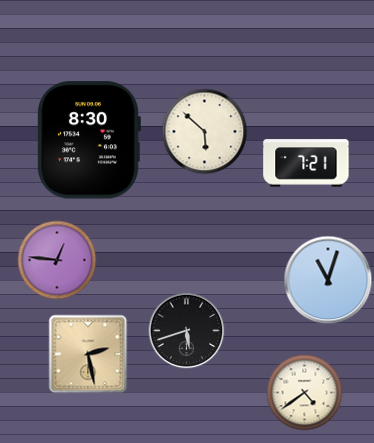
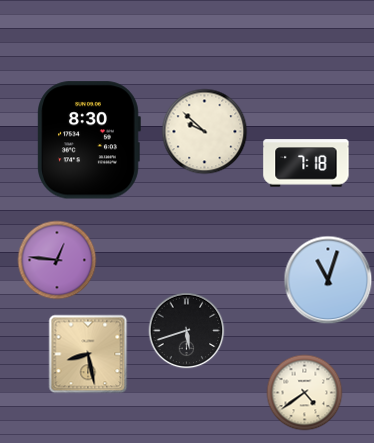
clock at (205, 132): 5:52 -> 9:52
clock at (306, 163): 7:21 -> 7:18
clock at (88, 354): 2:28 -> 8:28
